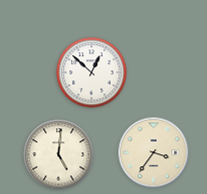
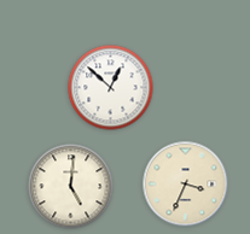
clock at (154, 153): 3:36 -> 3:34
